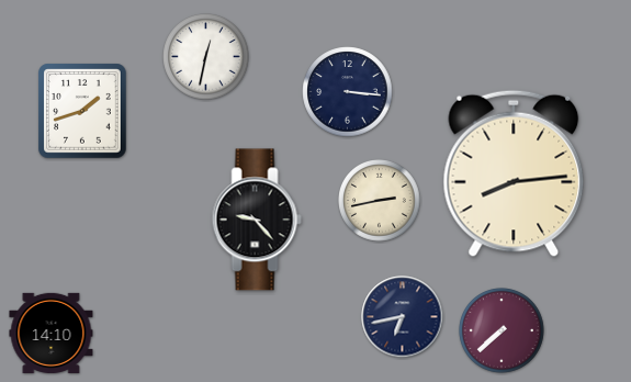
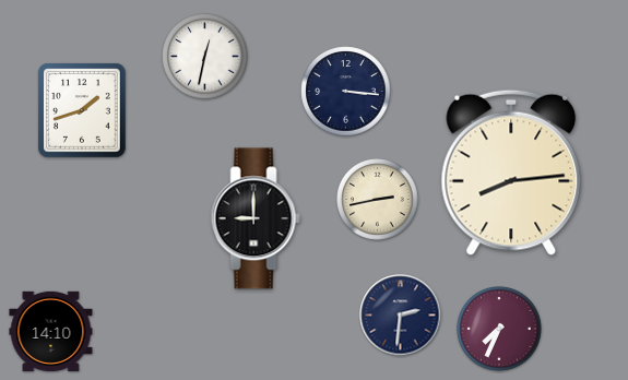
clock at (257, 220): 9:23 -> 9:00
clock at (403, 317): 6:43 -> 2:31
clock at (502, 330): 7:38 -> 7:34
